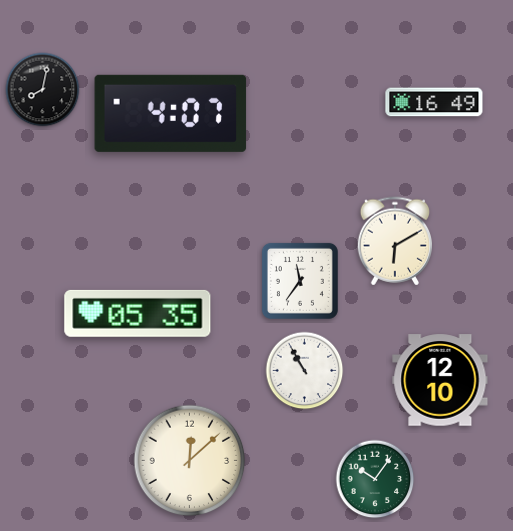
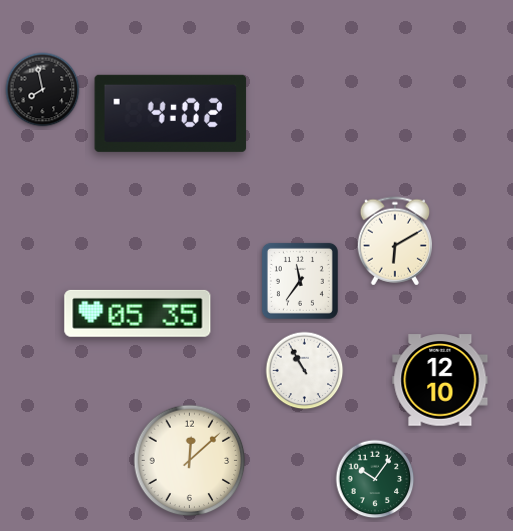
clock at (43, 90): 8:02 -> 7:58
clock at (434, 102): 16:49 -> none
clock at (171, 113): 4:07 -> 4:02
